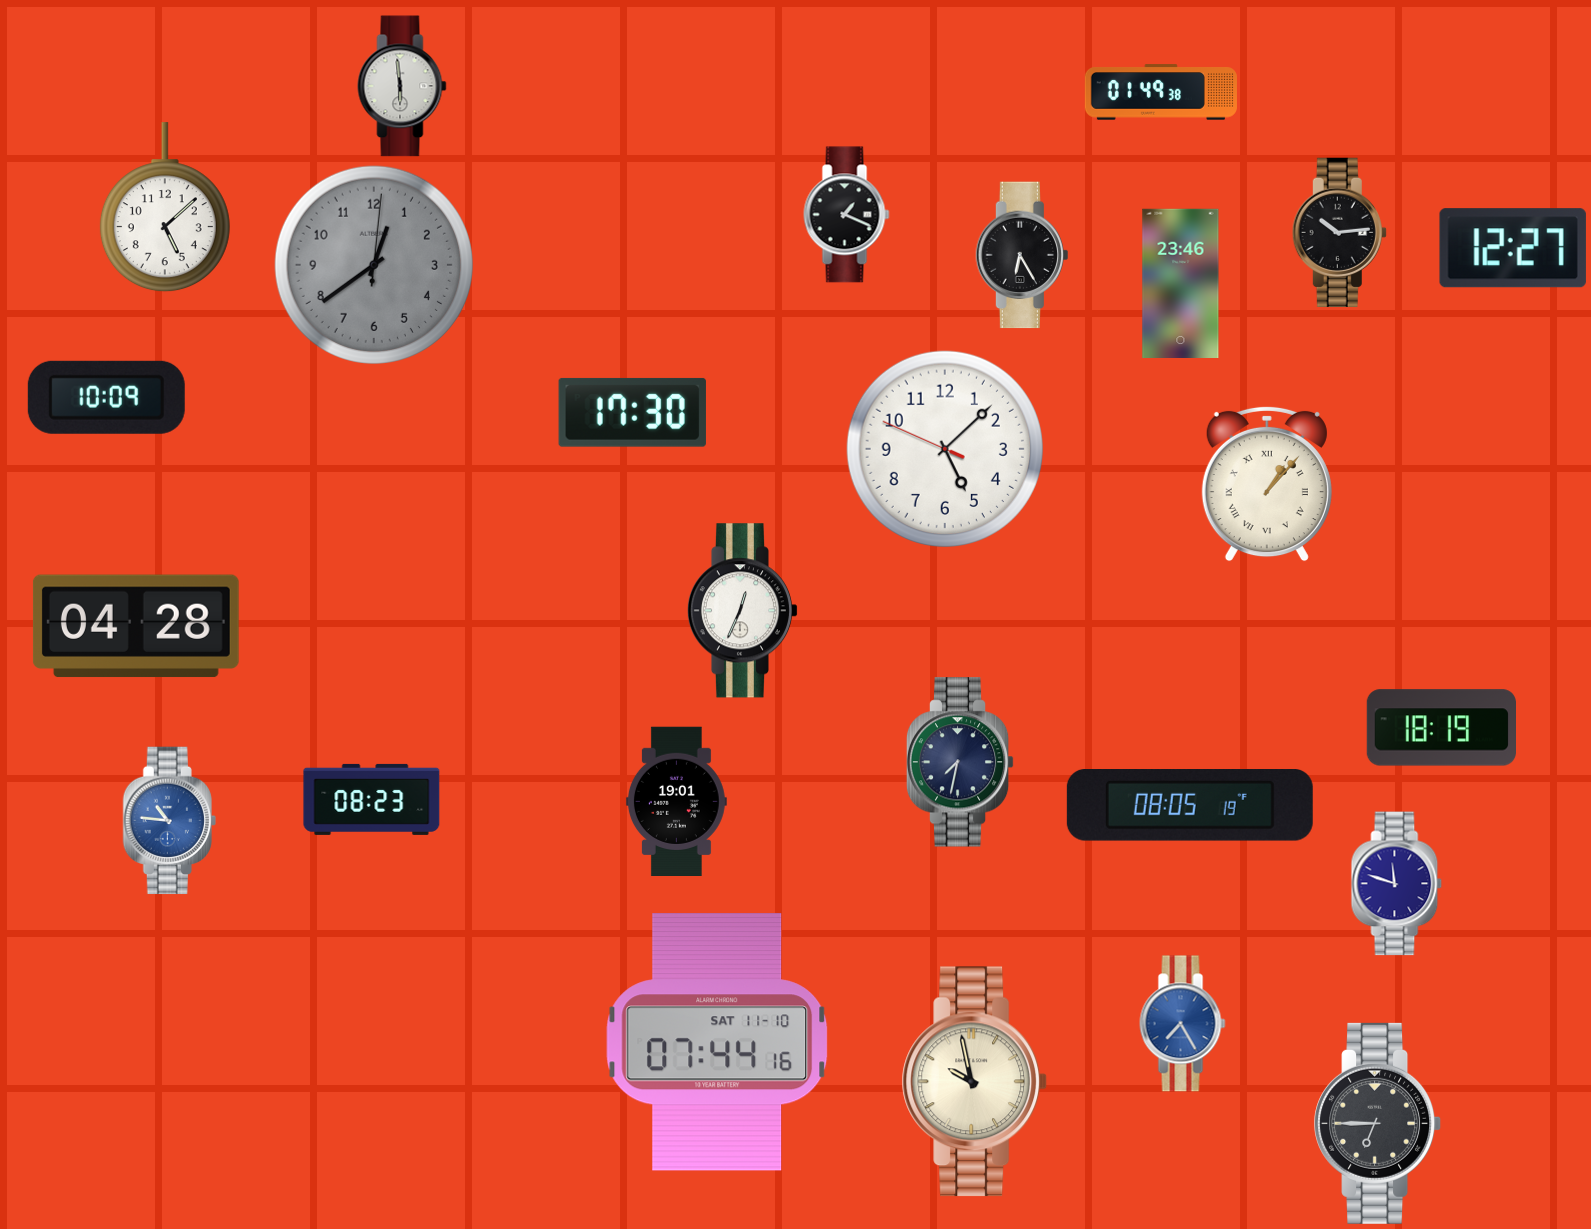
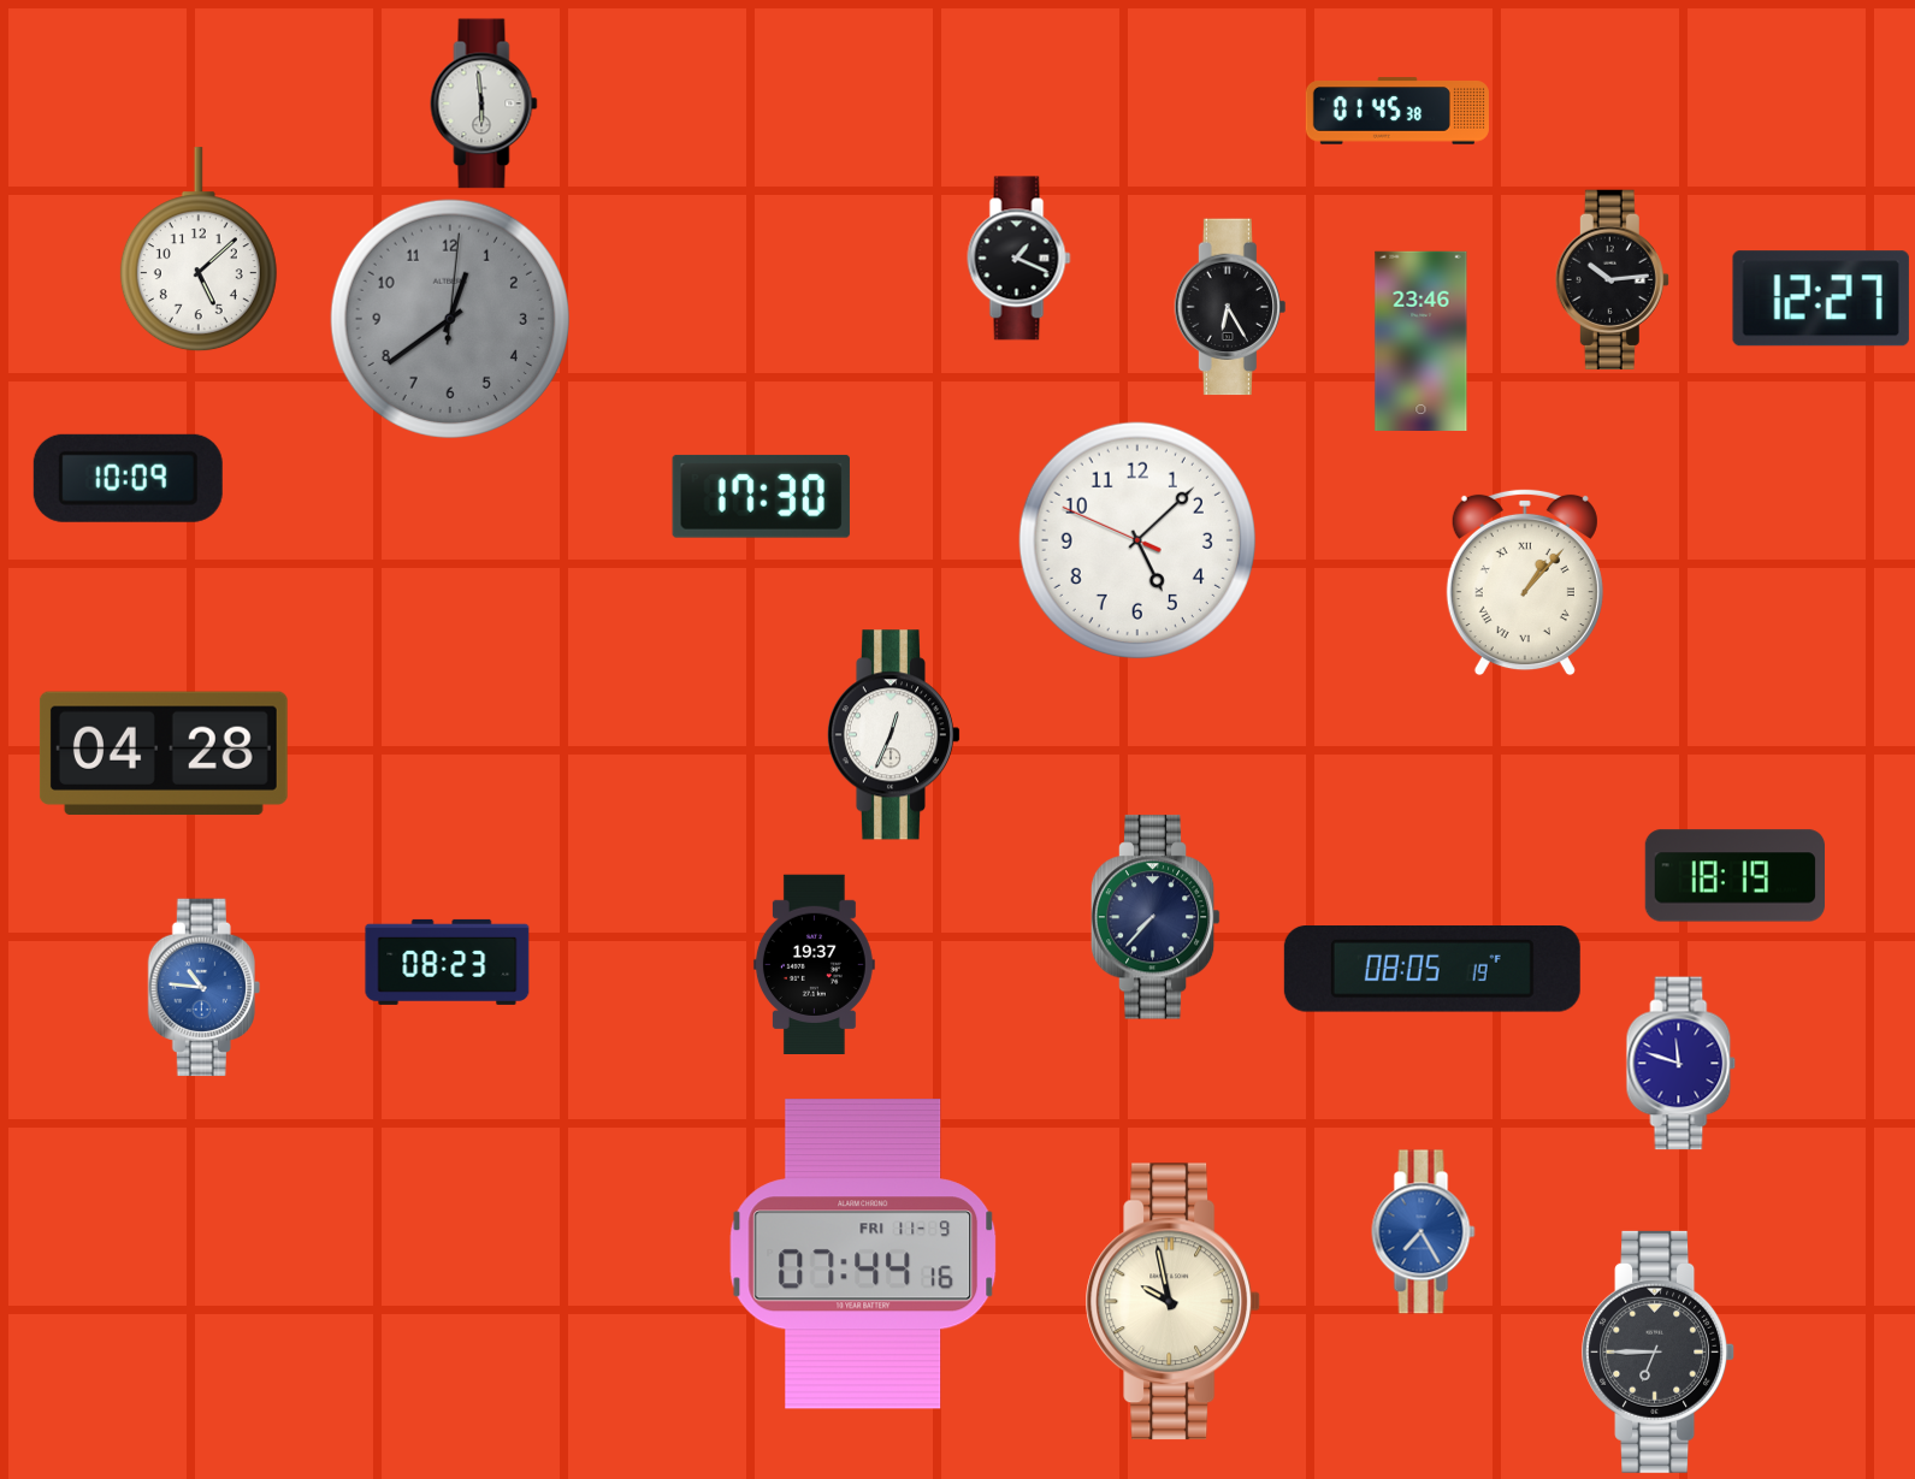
clock at (1161, 92): 01:49 -> 01:45
clock at (960, 762): 7:32 -> 7:37
clock at (676, 801): 19:01 -> 19:37
clock at (717, 1042) date: SAT 11-10 -> FRI 11-9
